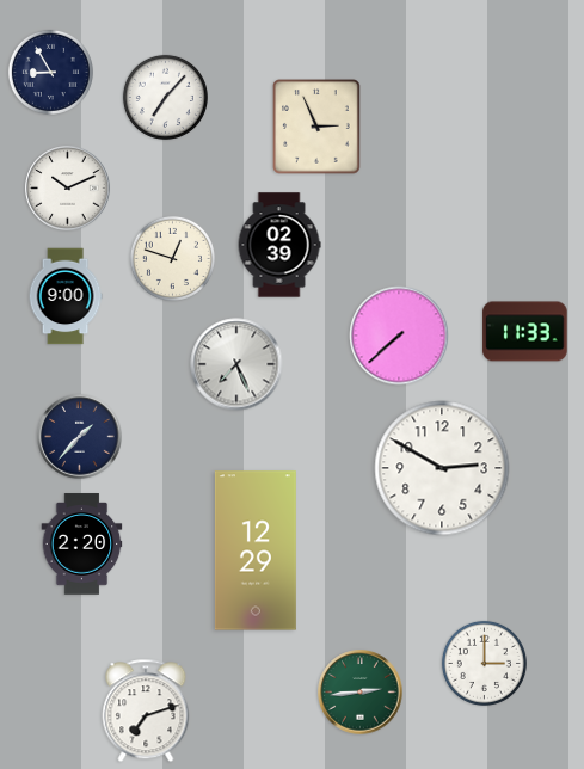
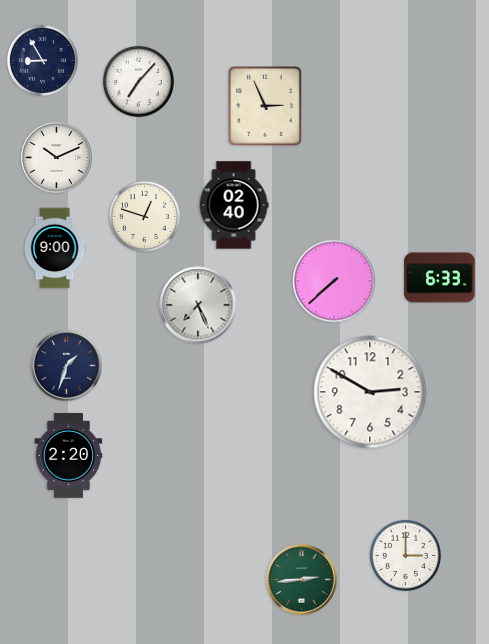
clock at (279, 245): 02:39 -> 02:40
clock at (525, 332): 11:33 -> 6:33
clock at (80, 437): 1:37 -> 1:33
clock at (256, 550): 12:29 -> none
clock at (146, 710): 7:12 -> none
